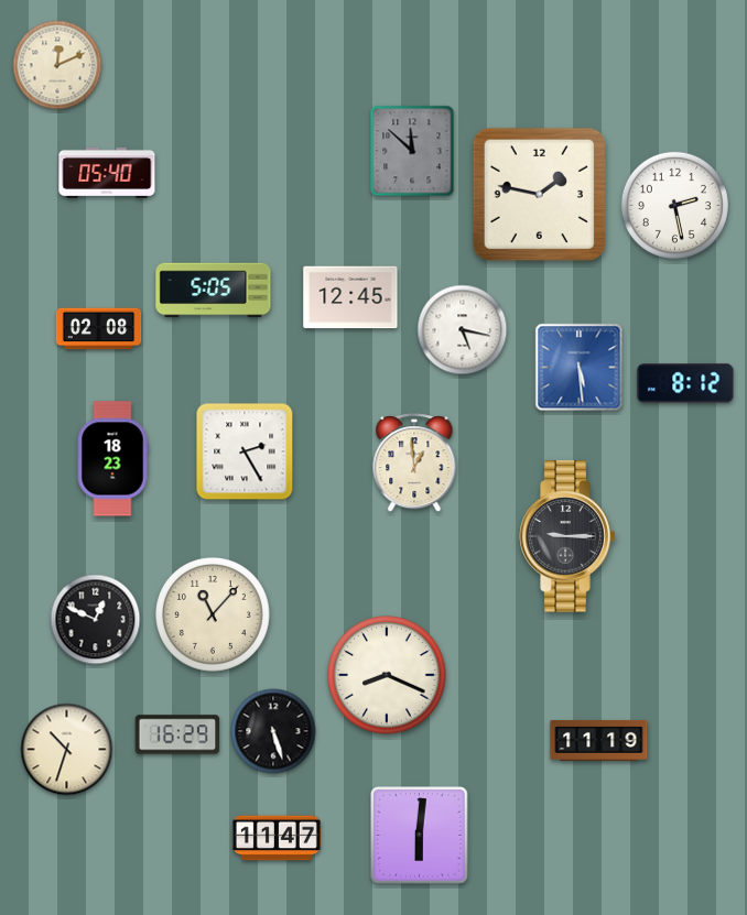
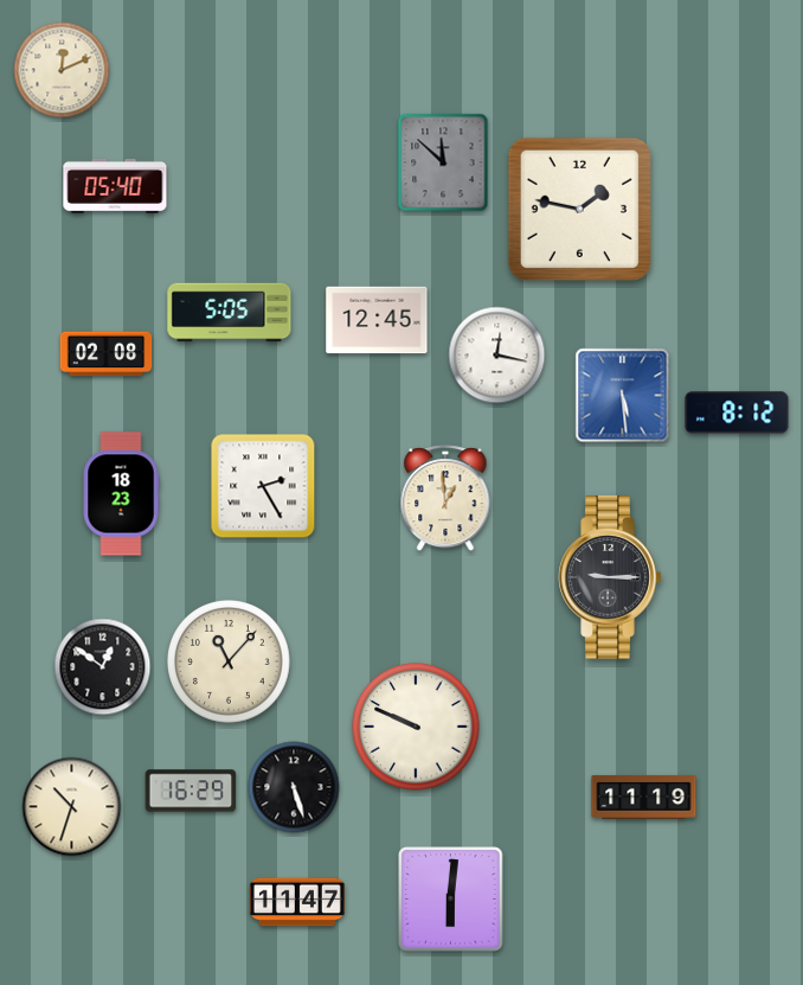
clock at (674, 205): 2:28 -> none
clock at (463, 330): 5:17 -> 12:17
clock at (96, 620): 12:49 -> 12:51
clock at (387, 675): 8:19 -> 9:49
